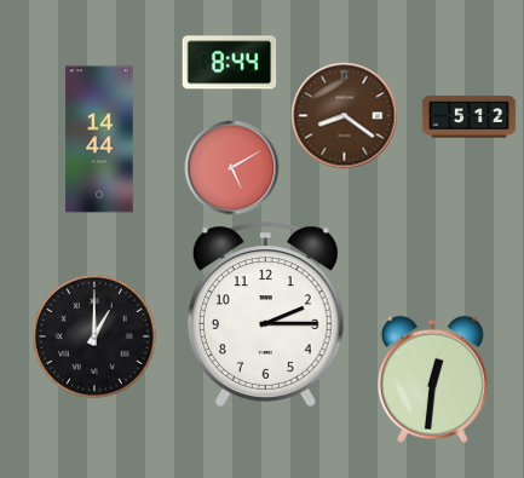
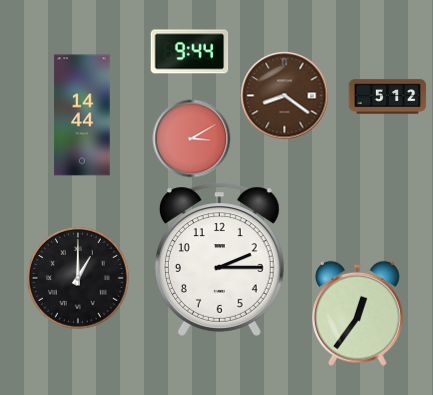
clock at (229, 63): 8:44 -> 9:44
clock at (231, 167): 5:10 -> 3:10
clock at (432, 379): 12:31 -> 12:36
